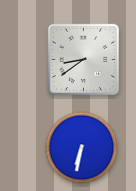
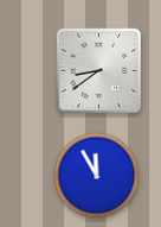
clock at (82, 148): 6:32 -> 11:55
